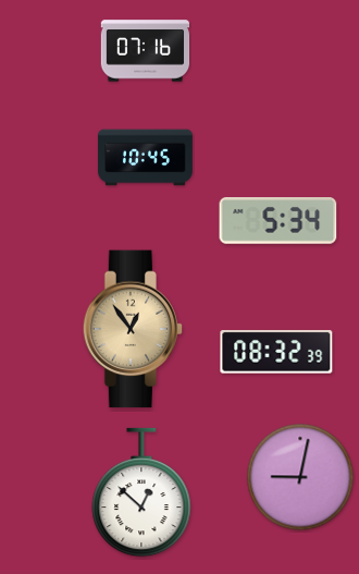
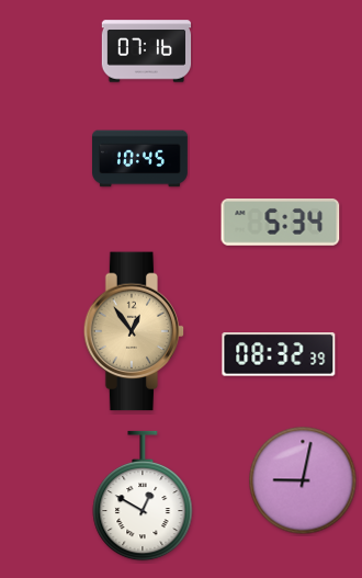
clock at (146, 158) position: (146, 158) -> (140, 159)
clock at (141, 492): 12:52 -> 12:50
